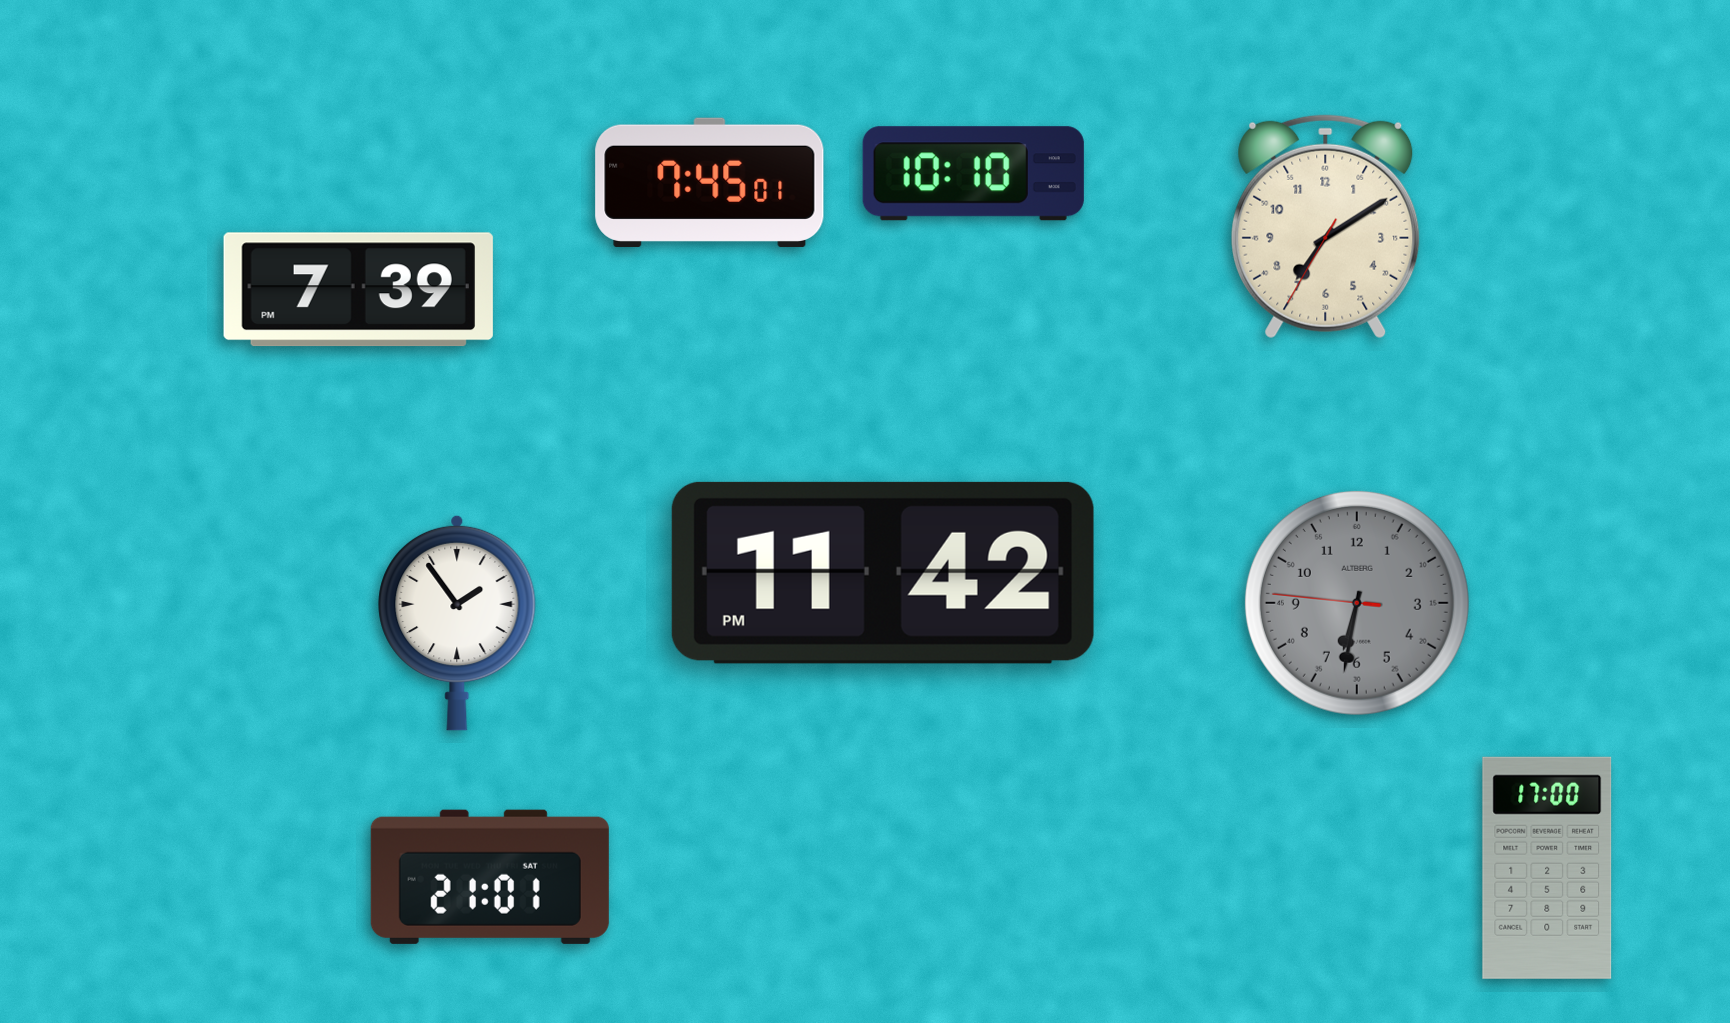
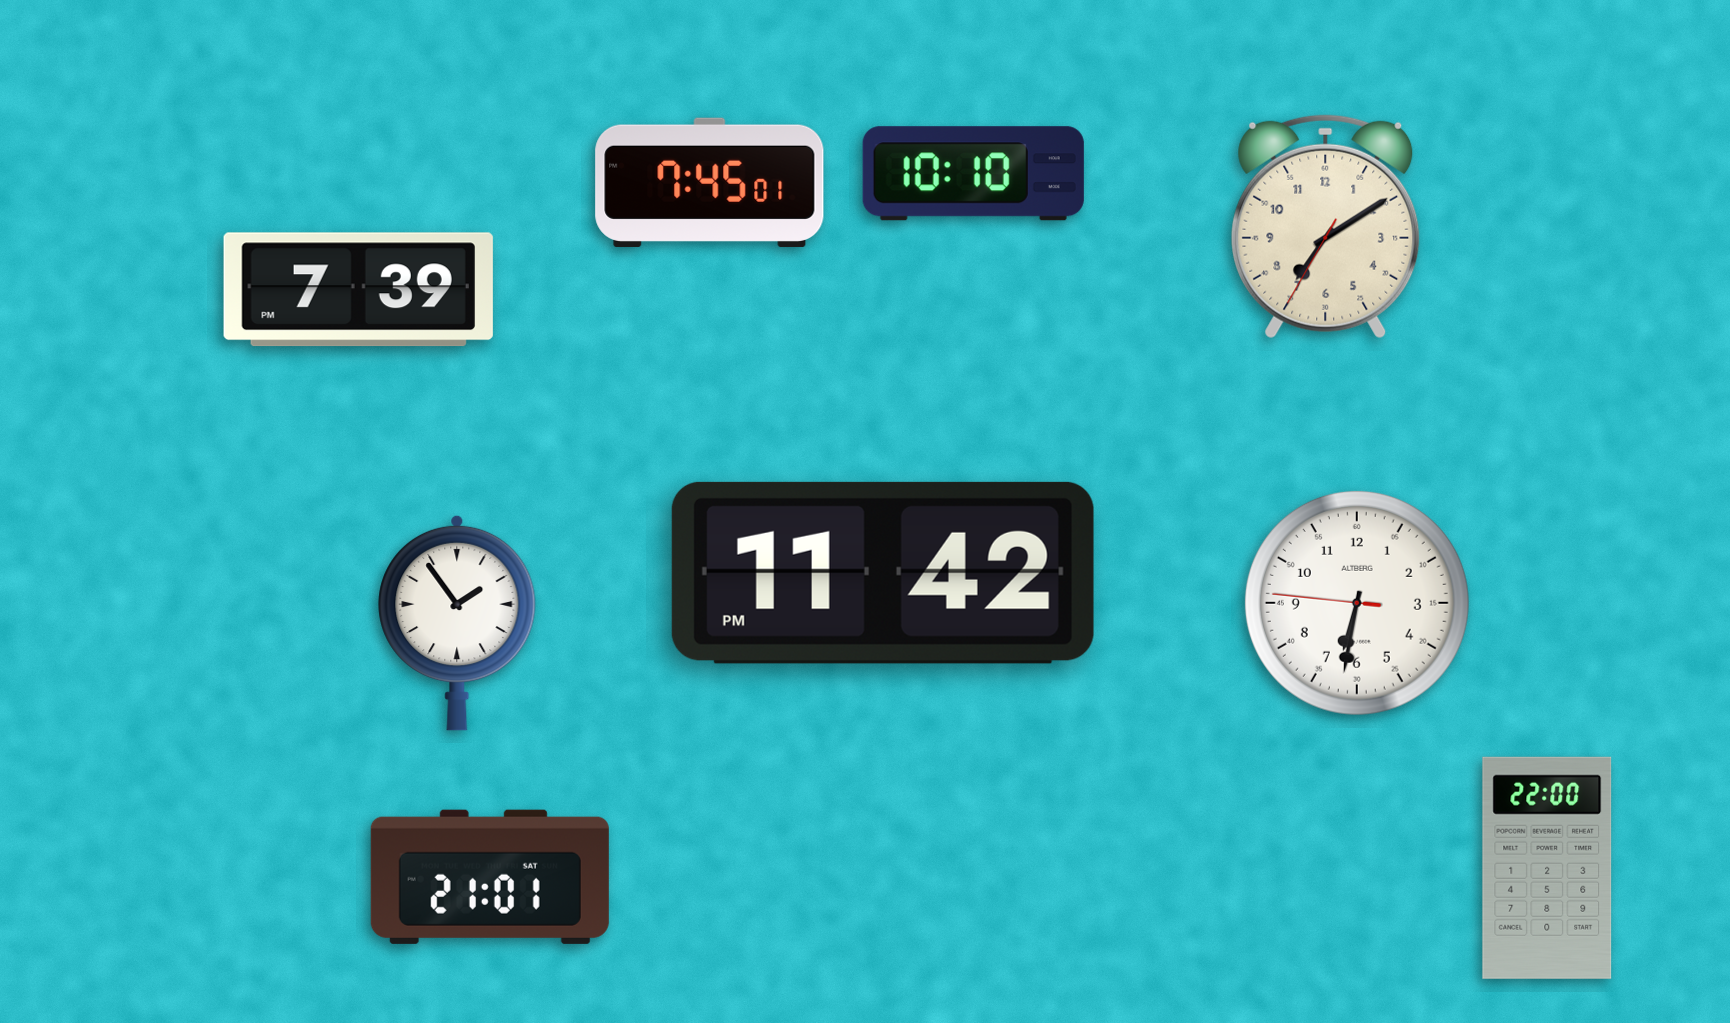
clock at (1357, 603) dial: grey -> white
clock at (1547, 868): 17:00 -> 22:00
